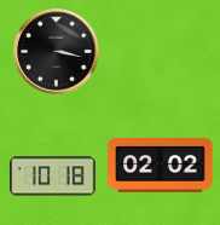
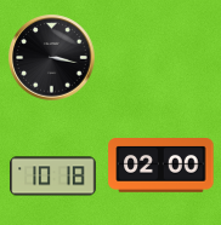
clock at (57, 52) position: (57, 52) -> (52, 58)
clock at (161, 166): 02:02 -> 02:00
